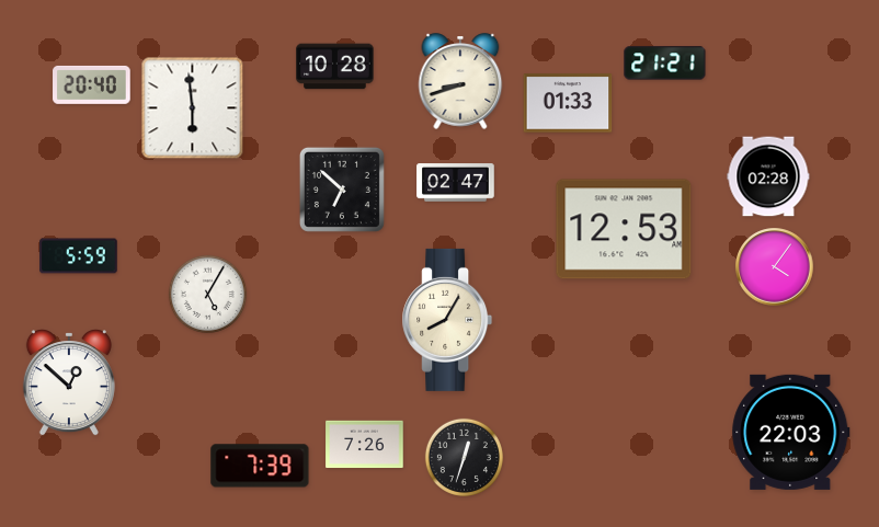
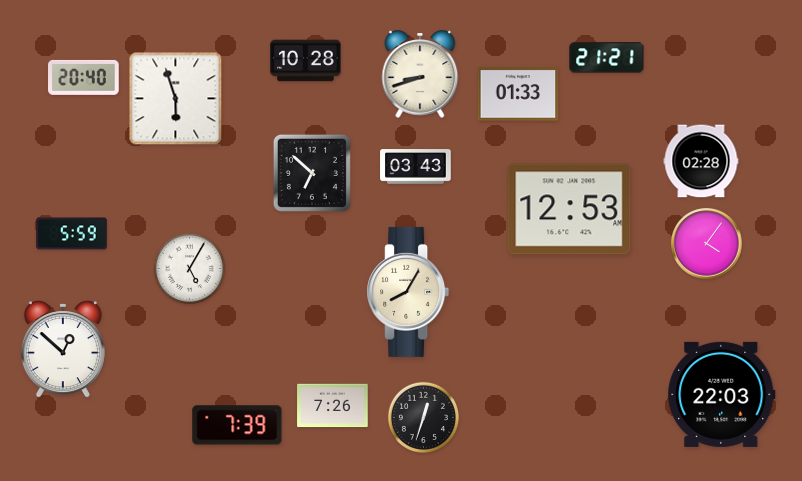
clock at (193, 108): 5:59 -> 5:57
clock at (456, 183): 02:47 -> 03:43
